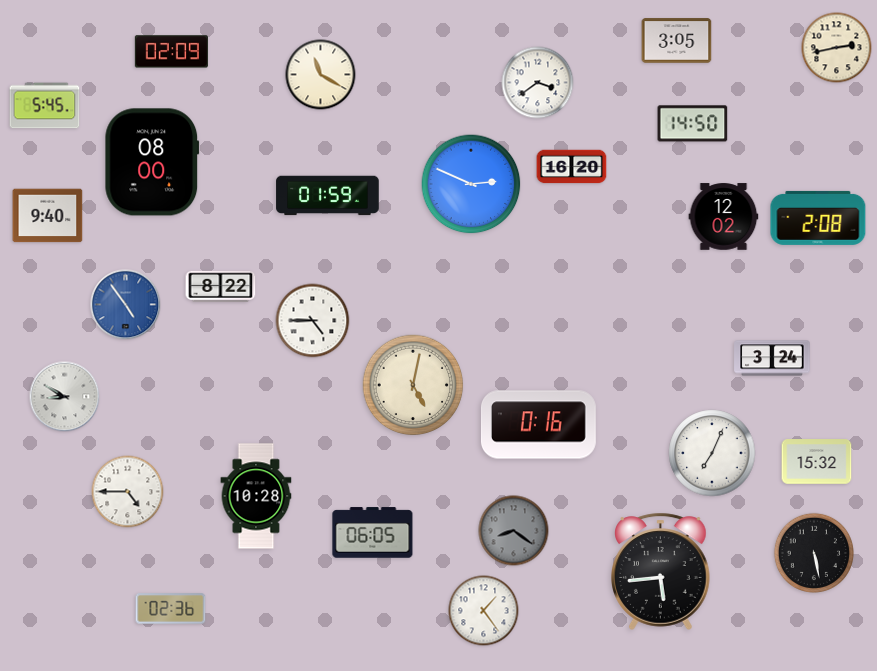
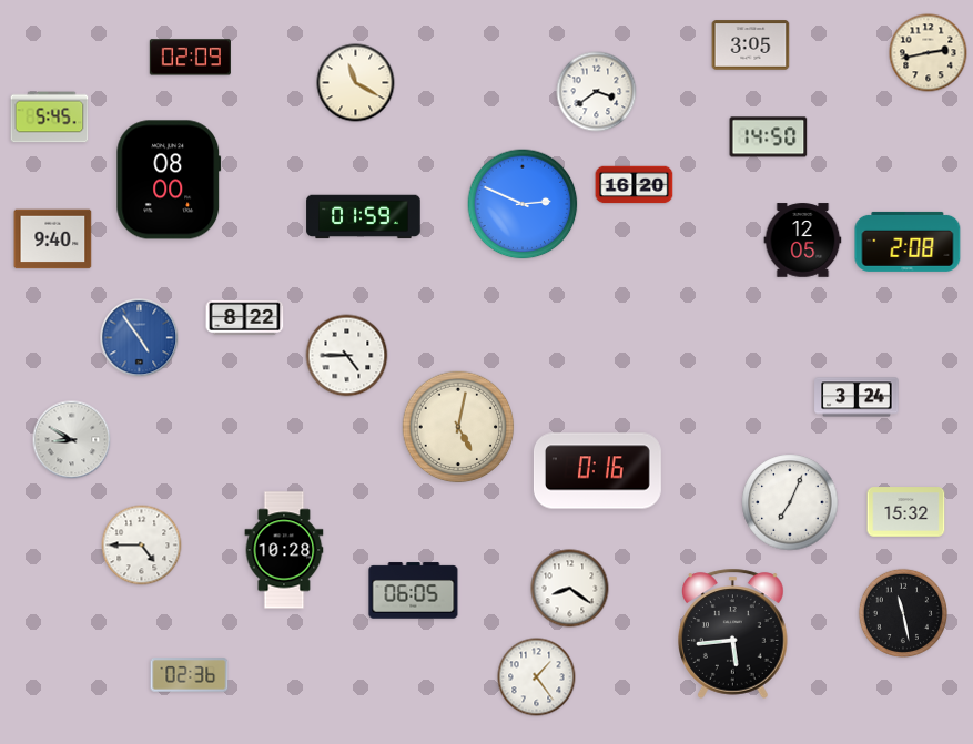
clock at (724, 217): 12:02 -> 12:05
clock at (514, 531) dial: grey -> white
clock at (814, 553): 5:28 -> 11:28
